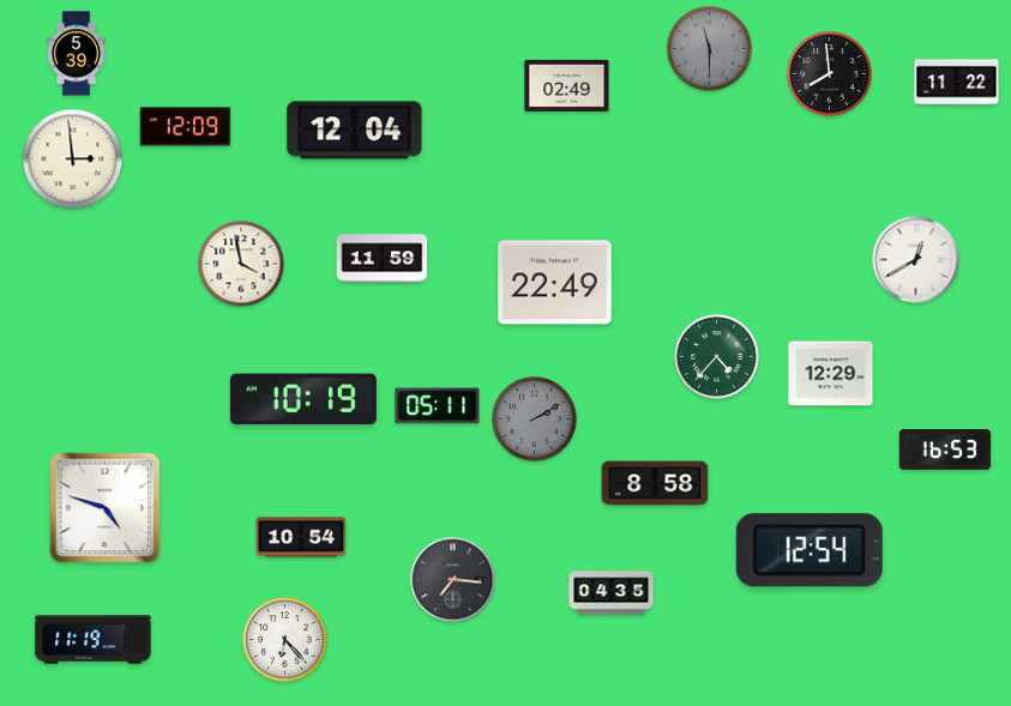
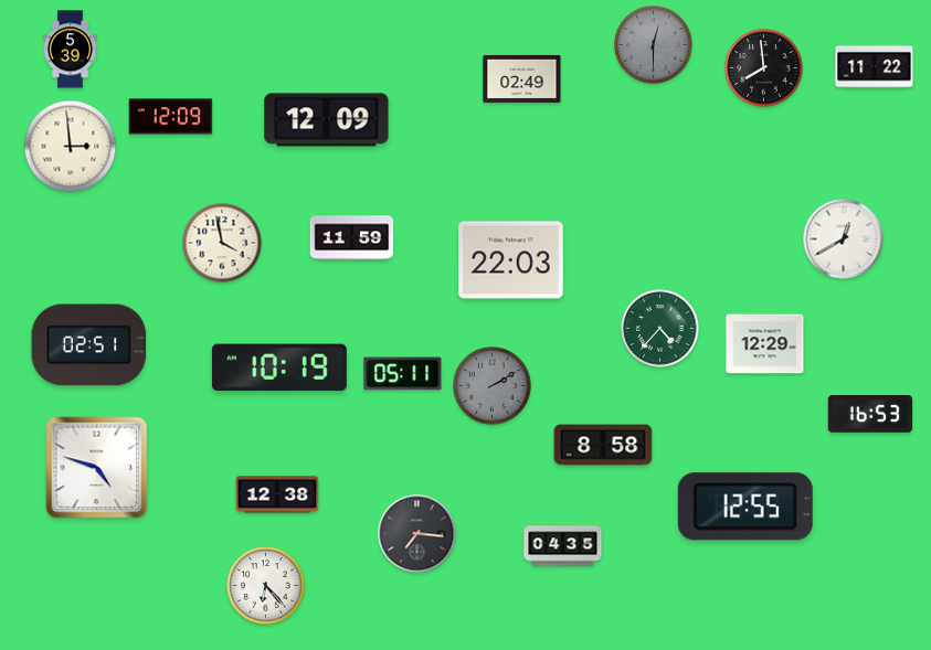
clock at (710, 49): 11:30 -> 12:30
clock at (957, 83) position: (957, 83) -> (875, 67)
clock at (355, 131): 12:04 -> 12:09
clock at (73, 159) position: (73, 159) -> (71, 147)
clock at (555, 283): 22:49 -> 22:03
clock at (89, 345): none -> 02:51
clock at (301, 537): 10:54 -> 12:38
clock at (810, 550): 12:54 -> 12:55
clock at (94, 640): 11:19 -> none
clock at (285, 640) position: (285, 640) -> (266, 586)
